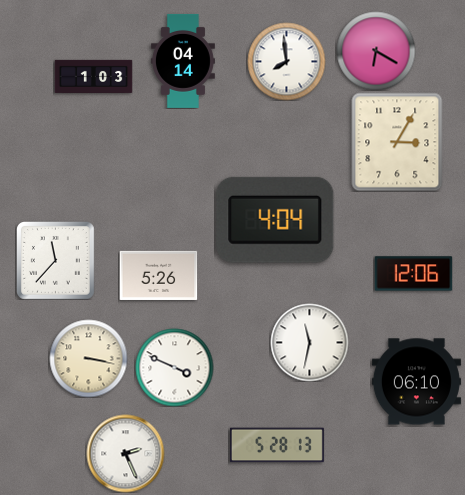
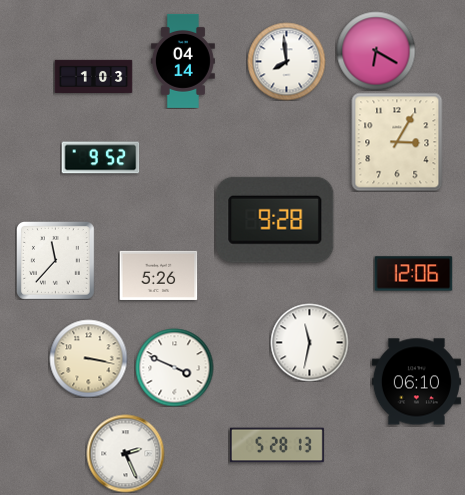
clock at (100, 158): none -> 9:52
clock at (275, 220): 4:04 -> 9:28
